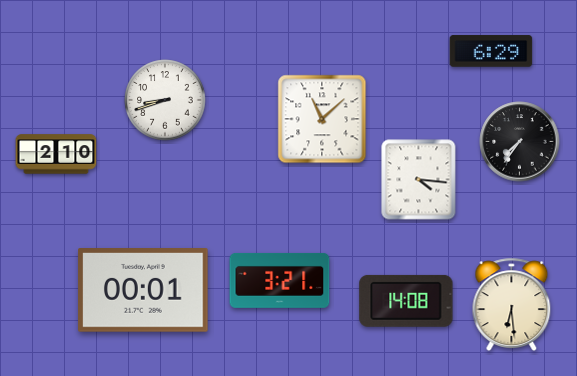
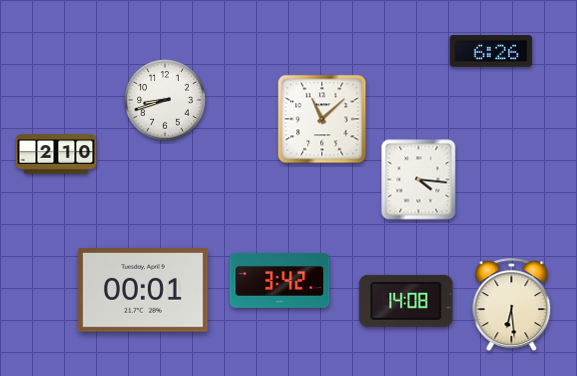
clock at (491, 51): 6:29 -> 6:26
clock at (520, 142): 7:36 -> none
clock at (280, 280): 3:21 -> 3:42
